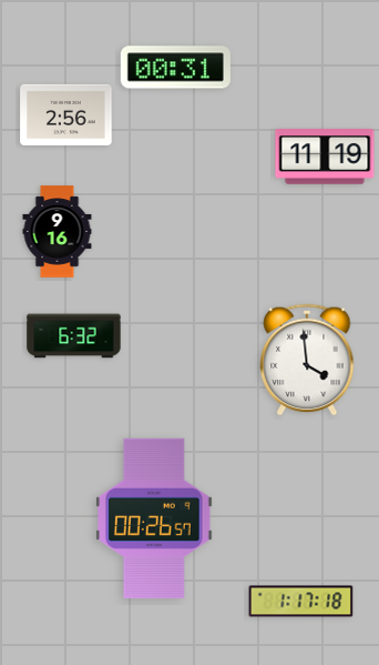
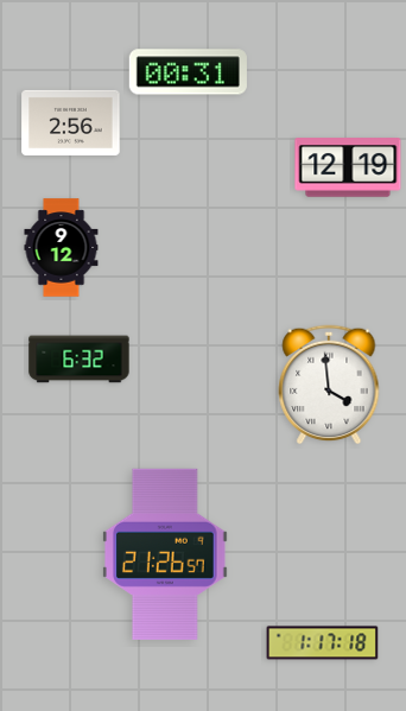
clock at (325, 157): 11:19 -> 12:19
clock at (58, 232): 9:16 -> 9:12
clock at (155, 518): 00:26 -> 21:26
